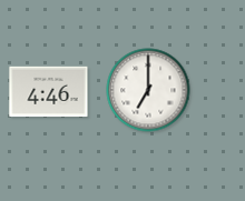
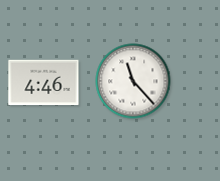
clock at (148, 90): 7:00 -> 11:23
